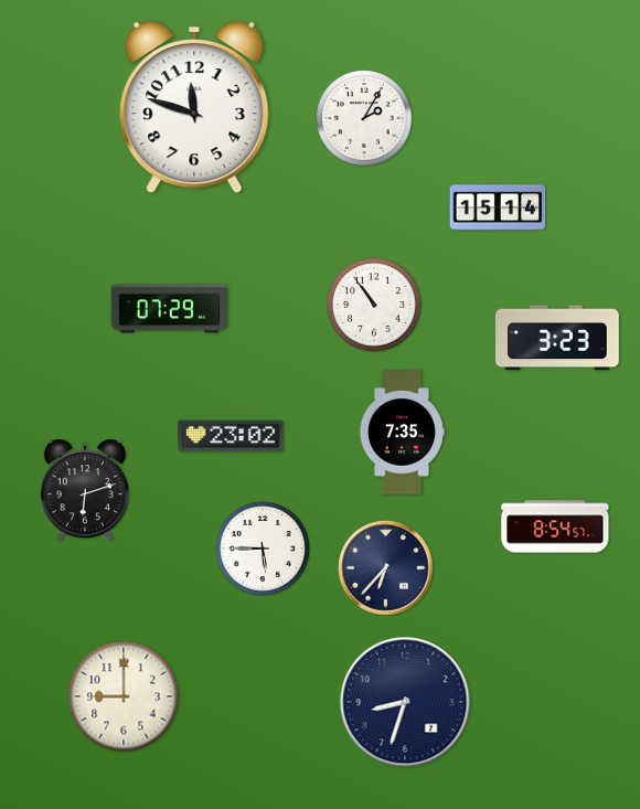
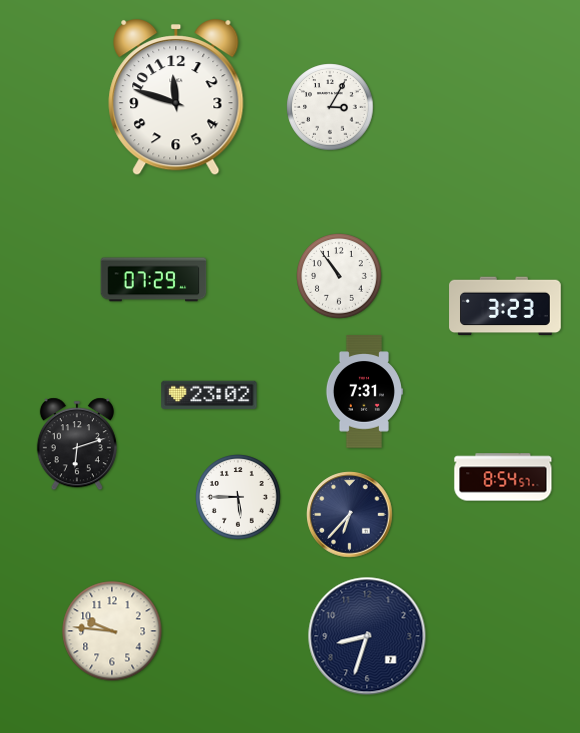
clock at (364, 118): 2:05 -> 3:05
clock at (498, 207): 15:14 -> none
clock at (402, 433): 7:35 -> 7:31
clock at (124, 696): 9:00 -> 9:46
